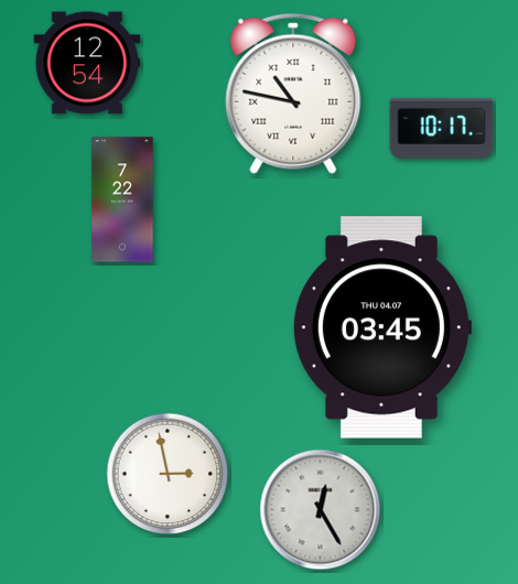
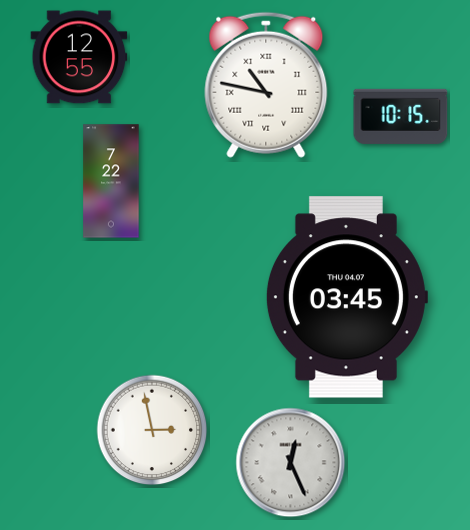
clock at (87, 63): 12:54 -> 12:55
clock at (442, 128): 10:17 -> 10:15
clock at (321, 510): 12:25 -> 12:26
